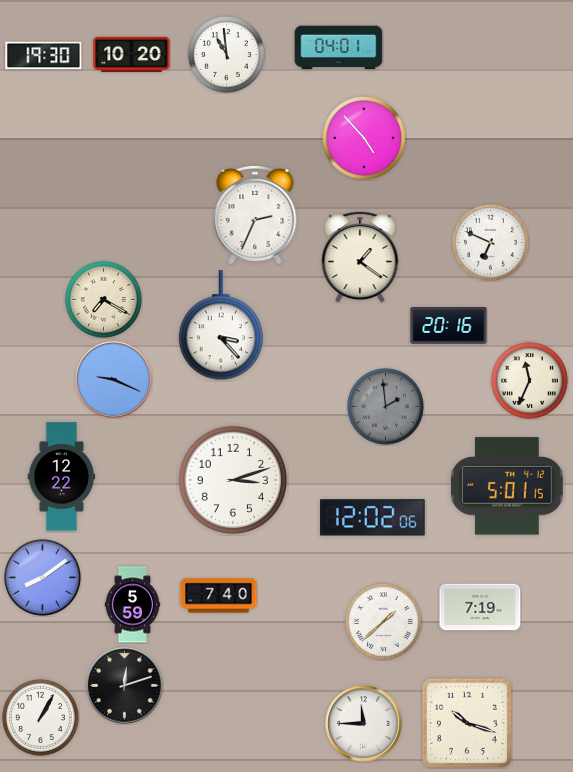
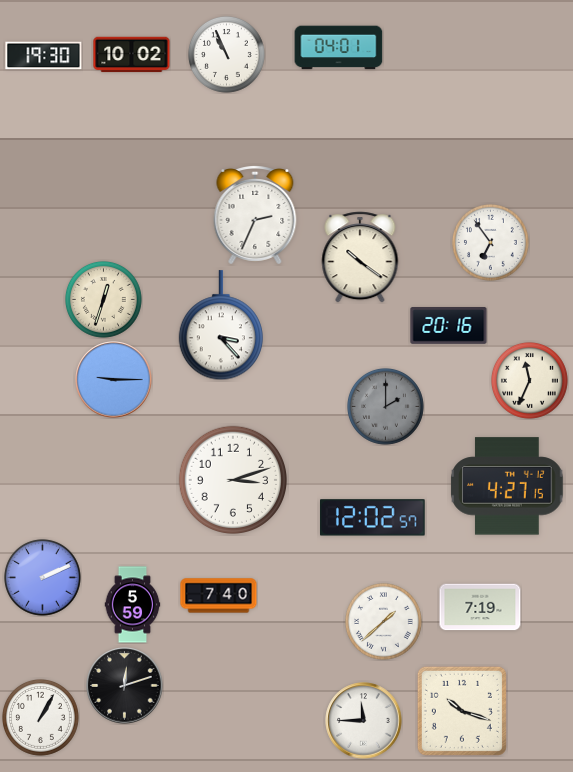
clock at (226, 54): 10:59 -> 10:56
clock at (132, 55): 10:20 -> 10:02
clock at (364, 138): 4:53 -> none
clock at (490, 242): 6:49 -> 6:54
clock at (360, 257): 1:21 -> 10:21
clock at (103, 299): 7:20 -> 12:33
clock at (114, 380): 9:19 -> 9:15
clock at (385, 406): 1:59 -> 2:00
clock at (62, 477): 12:22 -> none
clock at (507, 486): 5:01 -> 4:27
clock at (373, 518): 12:02:06 -> 12:02:57
clock at (42, 577): 8:09 -> 2:11
clock at (467, 723) position: (467, 723) -> (462, 711)
clock at (364, 724) position: (364, 724) -> (364, 721)
